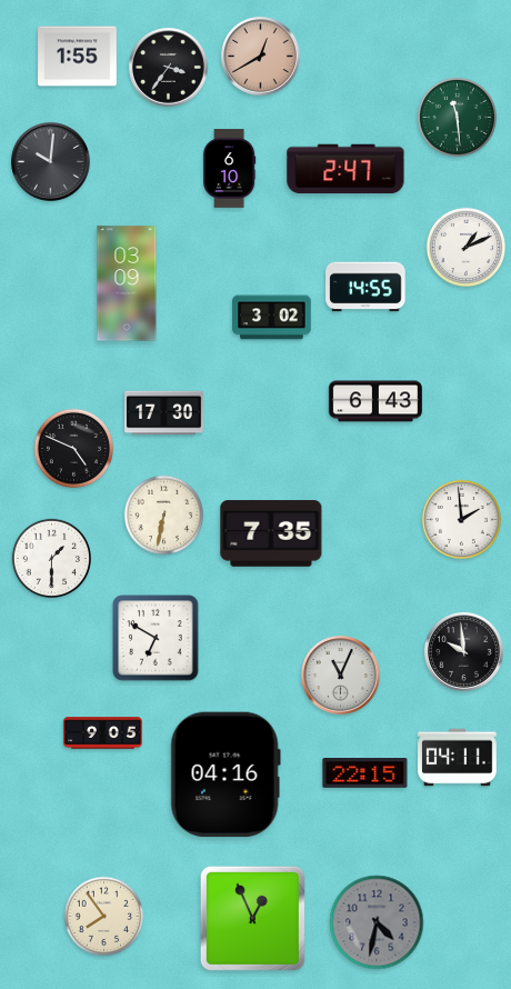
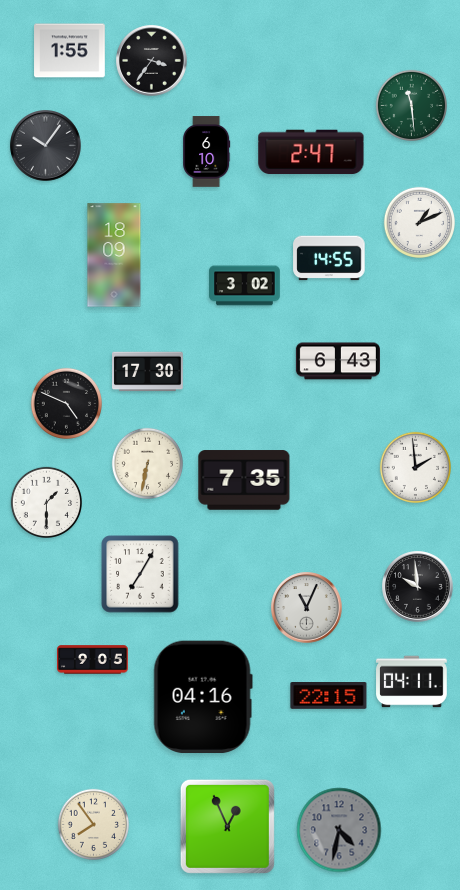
clock at (261, 57): 12:40 -> none
clock at (51, 162): 10:01 -> 10:06
clock at (127, 283): 03:09 -> 18:09
clock at (156, 638): 6:50 -> 7:05
